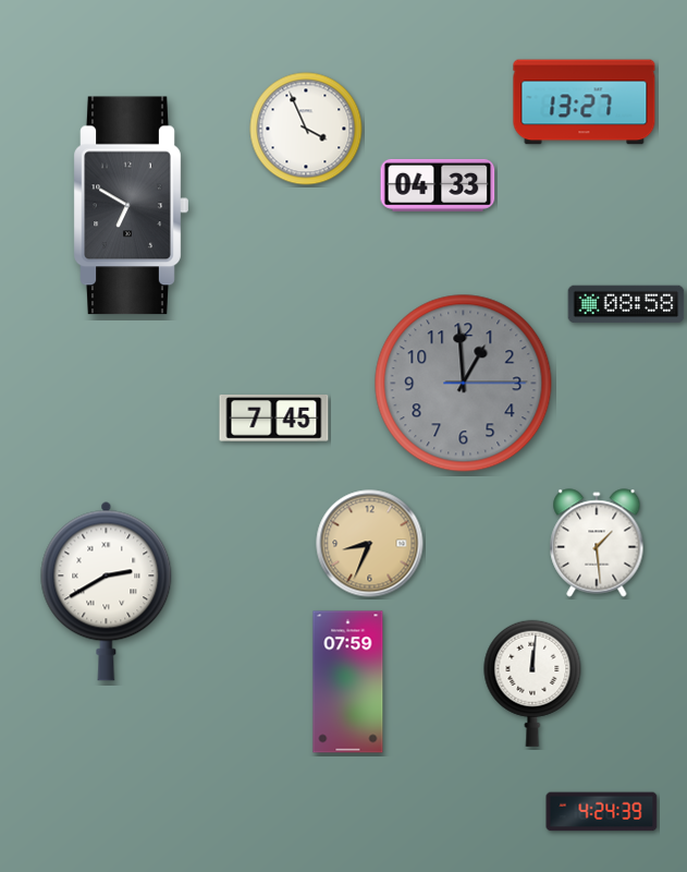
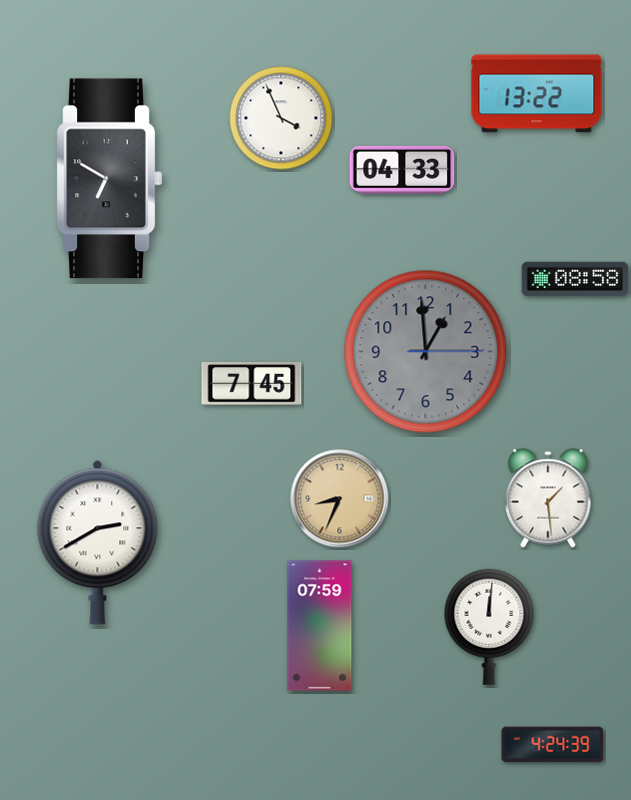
clock at (585, 102): 13:27 -> 13:22
clock at (131, 206) position: (131, 206) -> (109, 179)
